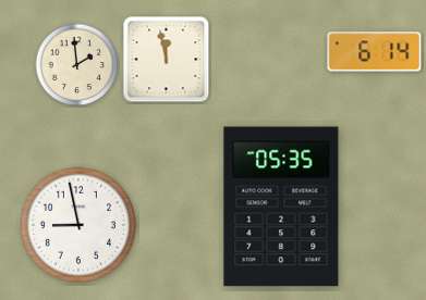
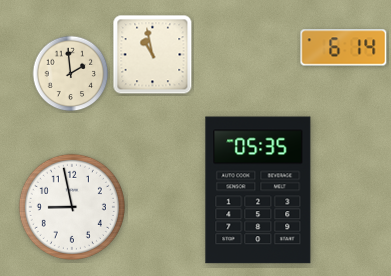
clock at (167, 60): 11:58 -> 10:58
clock at (77, 65) position: (77, 65) -> (71, 74)
